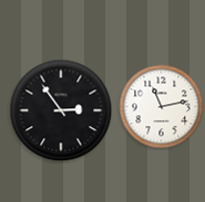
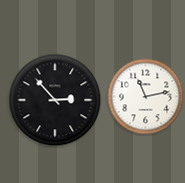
clock at (61, 110): 2:54 -> 2:53
